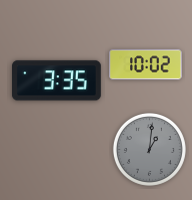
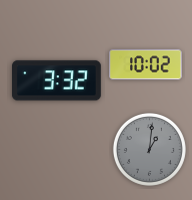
clock at (57, 81): 3:35 -> 3:32
